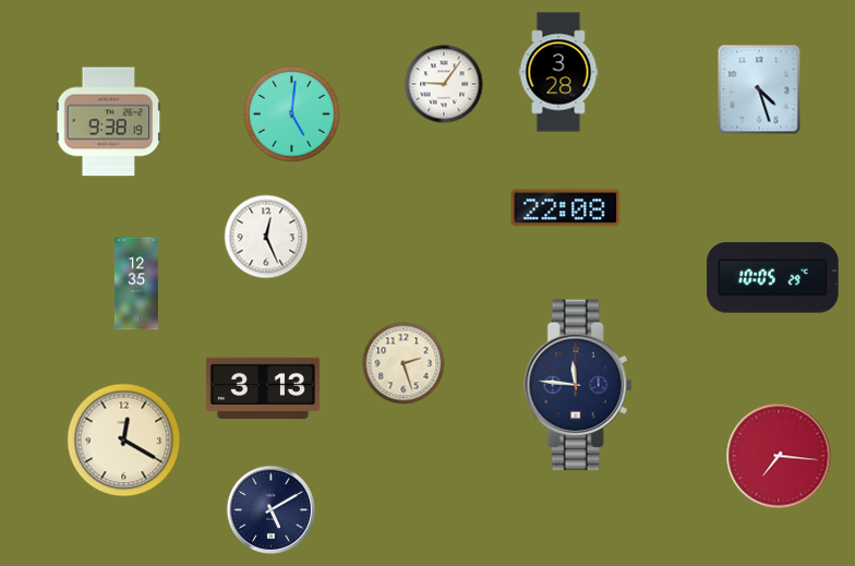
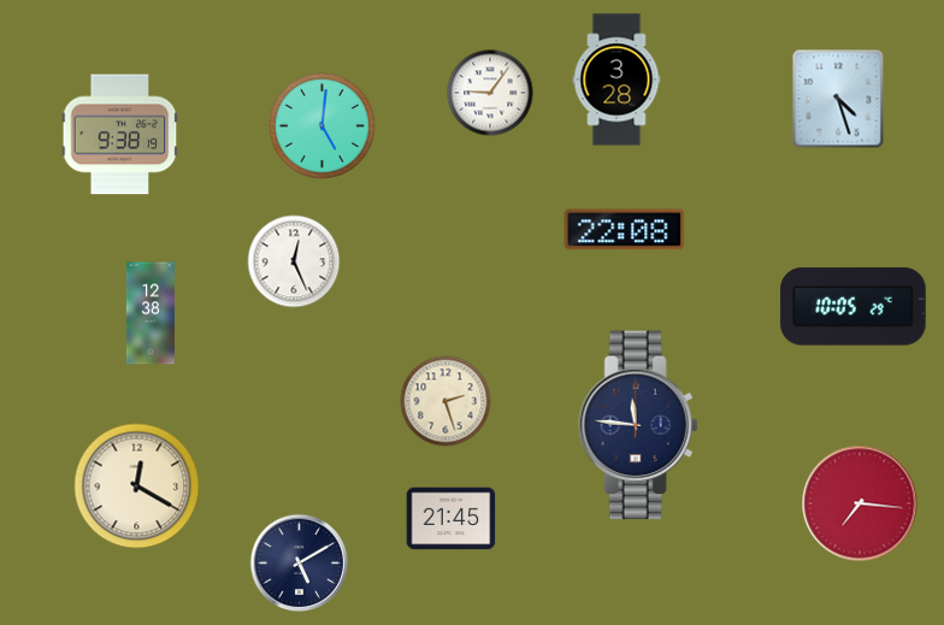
clock at (136, 284): 12:35 -> 12:38
clock at (263, 387): 3:13 -> none
clock at (452, 519): none -> 21:45
